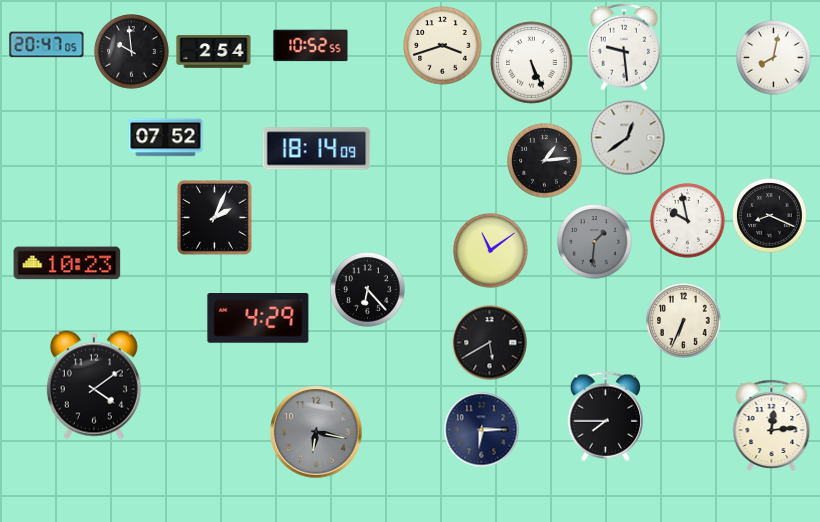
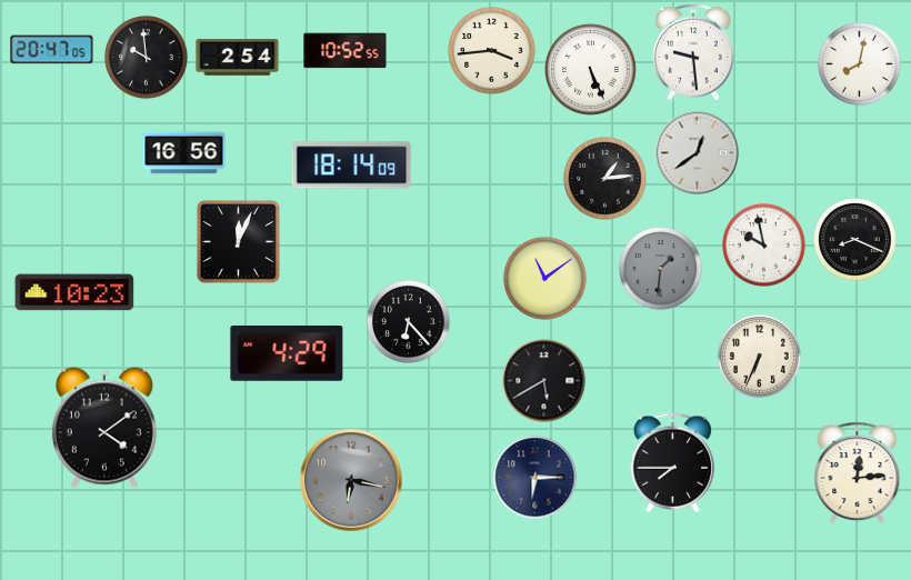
clock at (443, 46): 3:42 -> 3:44
clock at (166, 138): 07:52 -> 16:56
clock at (214, 217): 2:04 -> 12:04
